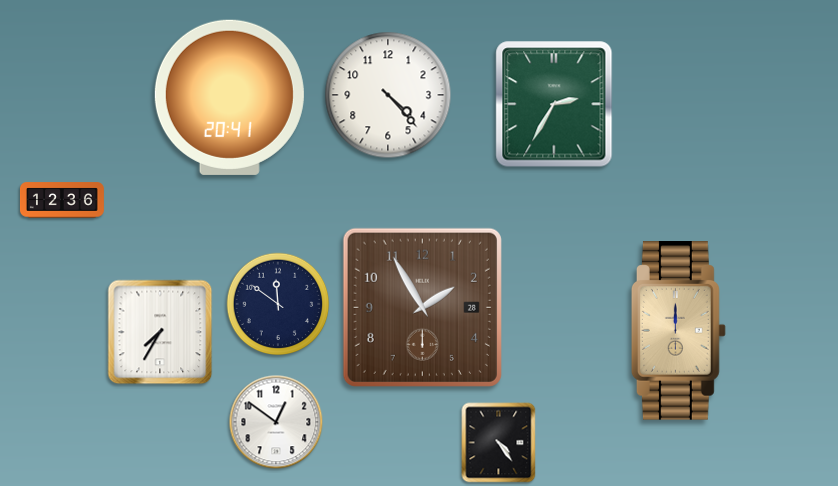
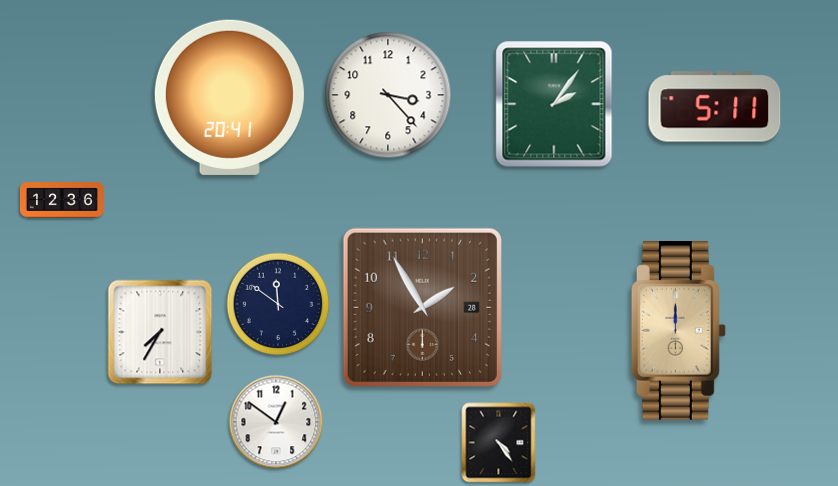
clock at (388, 95): 4:23 -> 3:23
clock at (554, 104): 2:35 -> 2:06
clock at (715, 107): none -> 5:11
